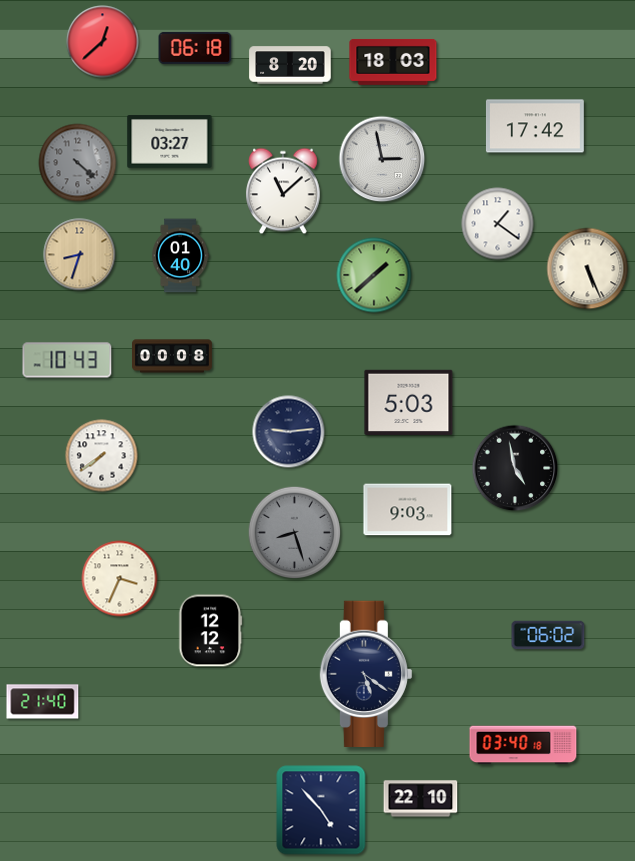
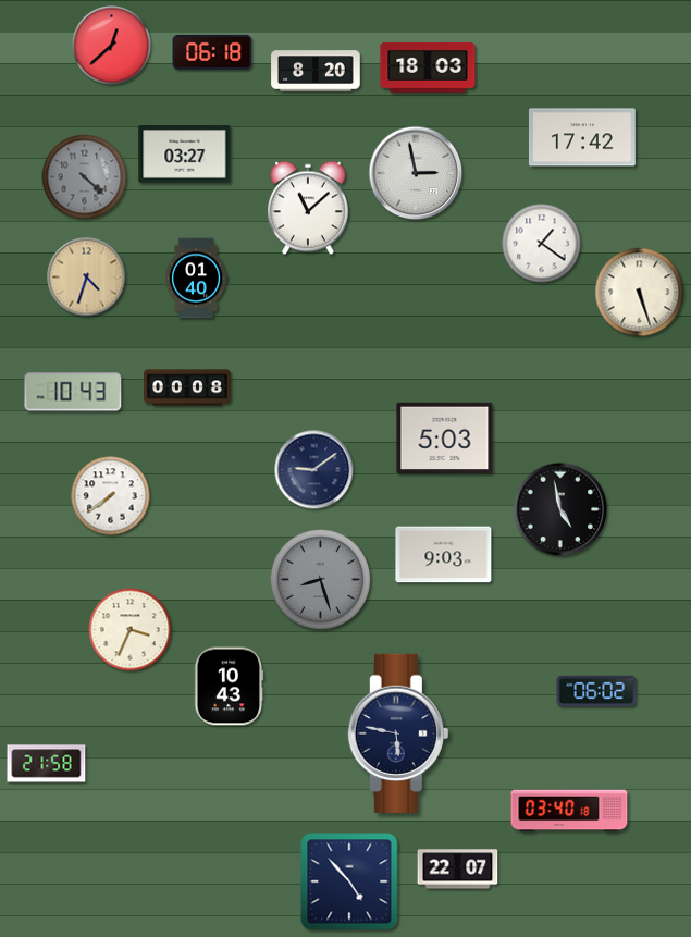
clock at (80, 255): 8:33 -> 4:33
clock at (588, 269): 5:26 -> 5:27
clock at (374, 275): 1:38 -> none
clock at (289, 432): 9:14 -> 9:09
clock at (211, 631): 12:12 -> 10:43
clock at (366, 673): 5:21 -> 5:47
clock at (43, 702): 21:40 -> 21:58
clock at (421, 799): 22:10 -> 22:07
